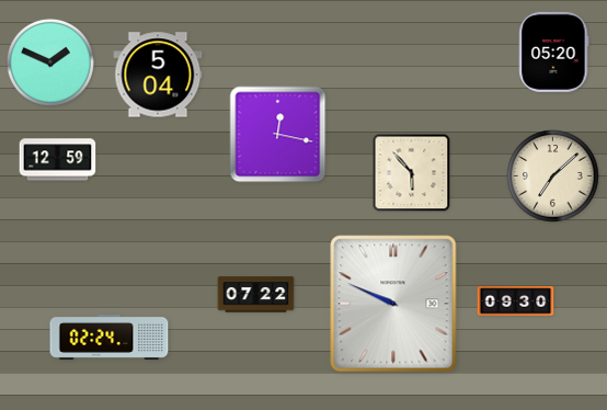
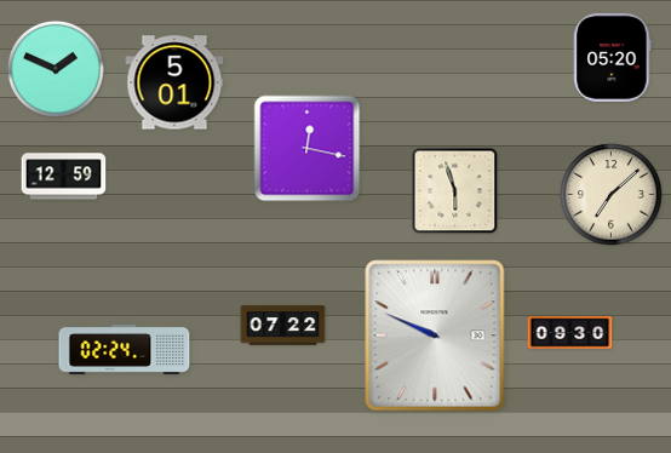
clock at (158, 75): 5:04 -> 5:01
clock at (412, 173): 5:53 -> 5:57
clock at (110, 337) position: (110, 337) -> (125, 349)
